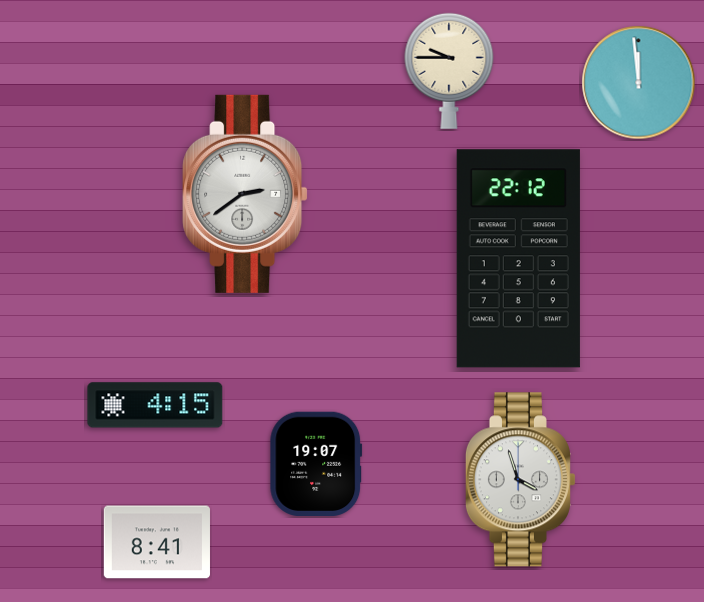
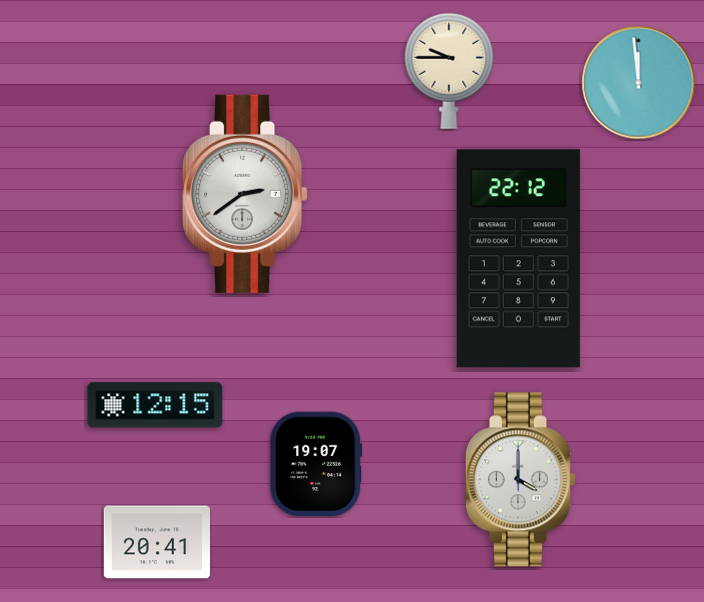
clock at (155, 405): 4:15 -> 12:15
clock at (520, 480): 3:57 -> 4:00
clock at (157, 542): 8:41 -> 20:41
